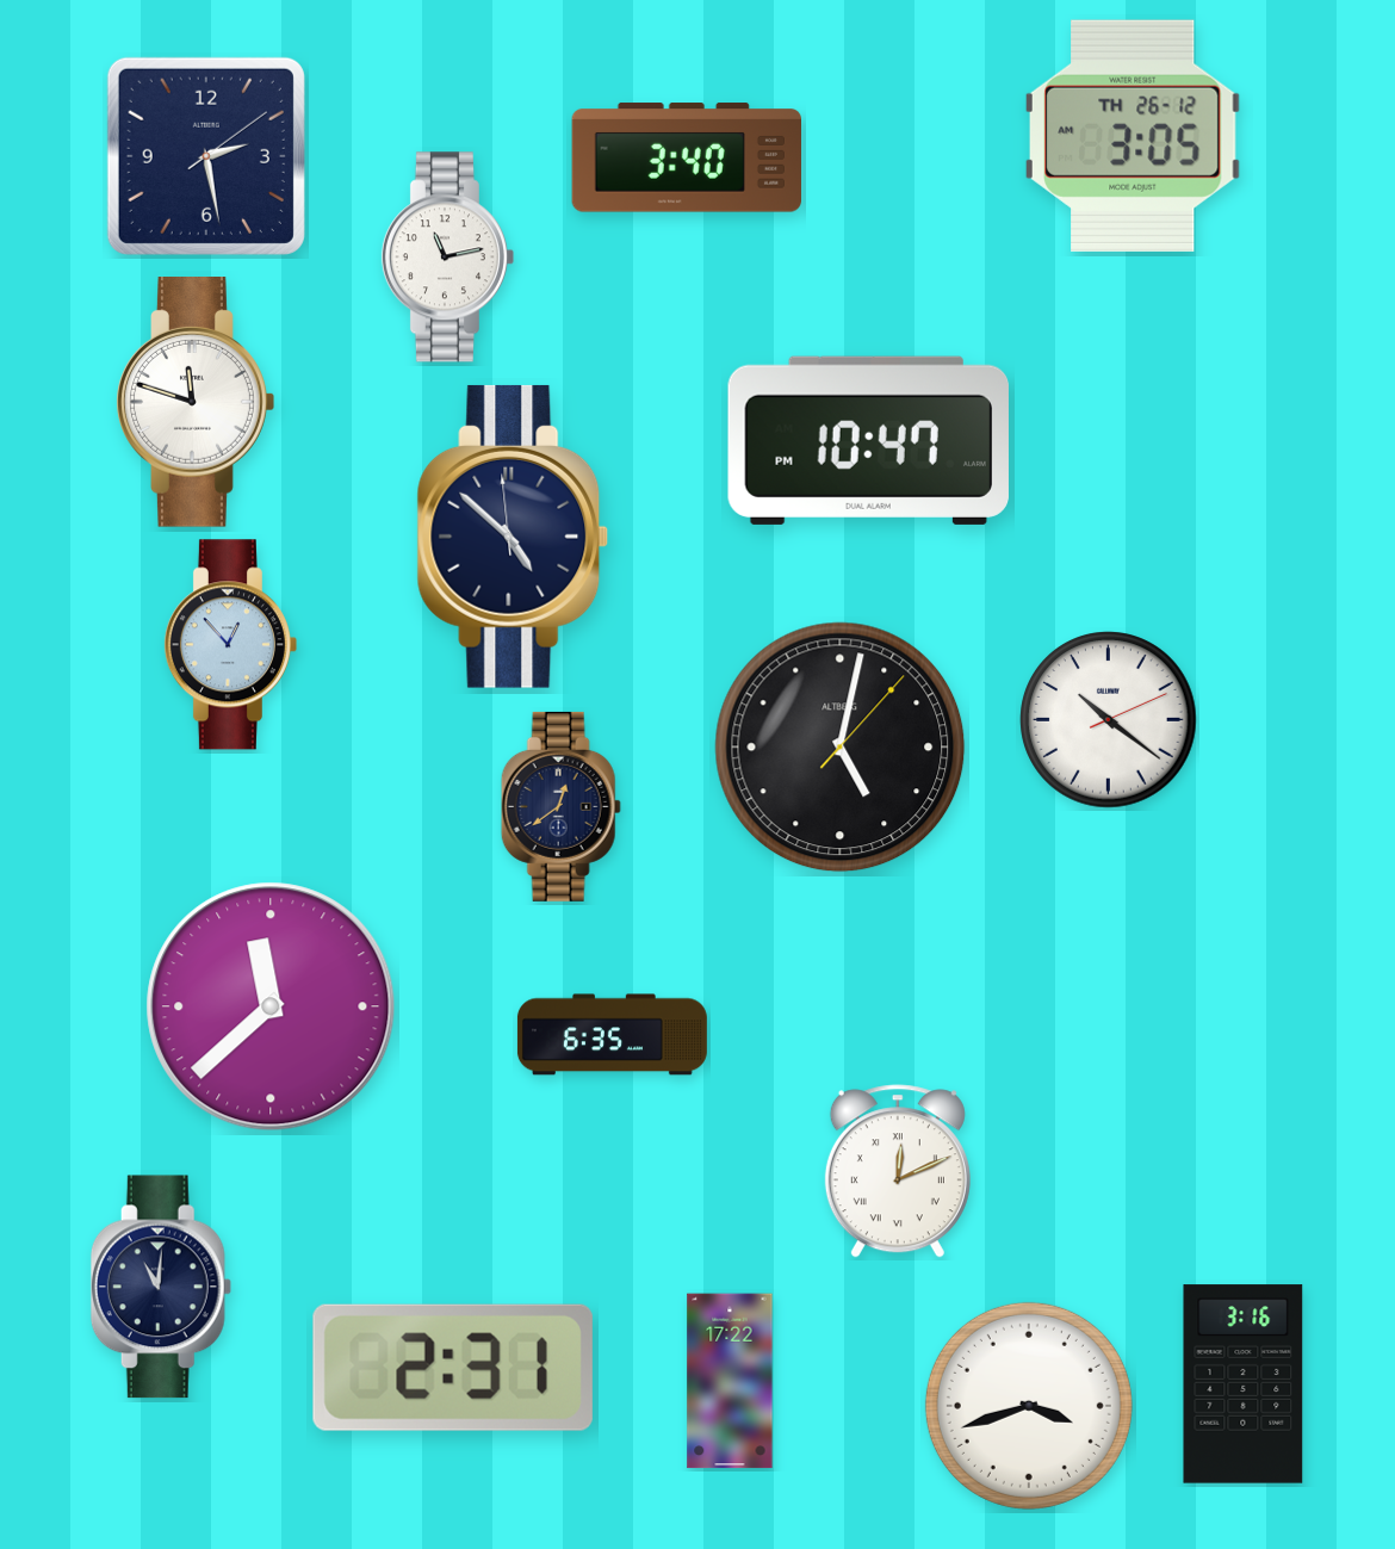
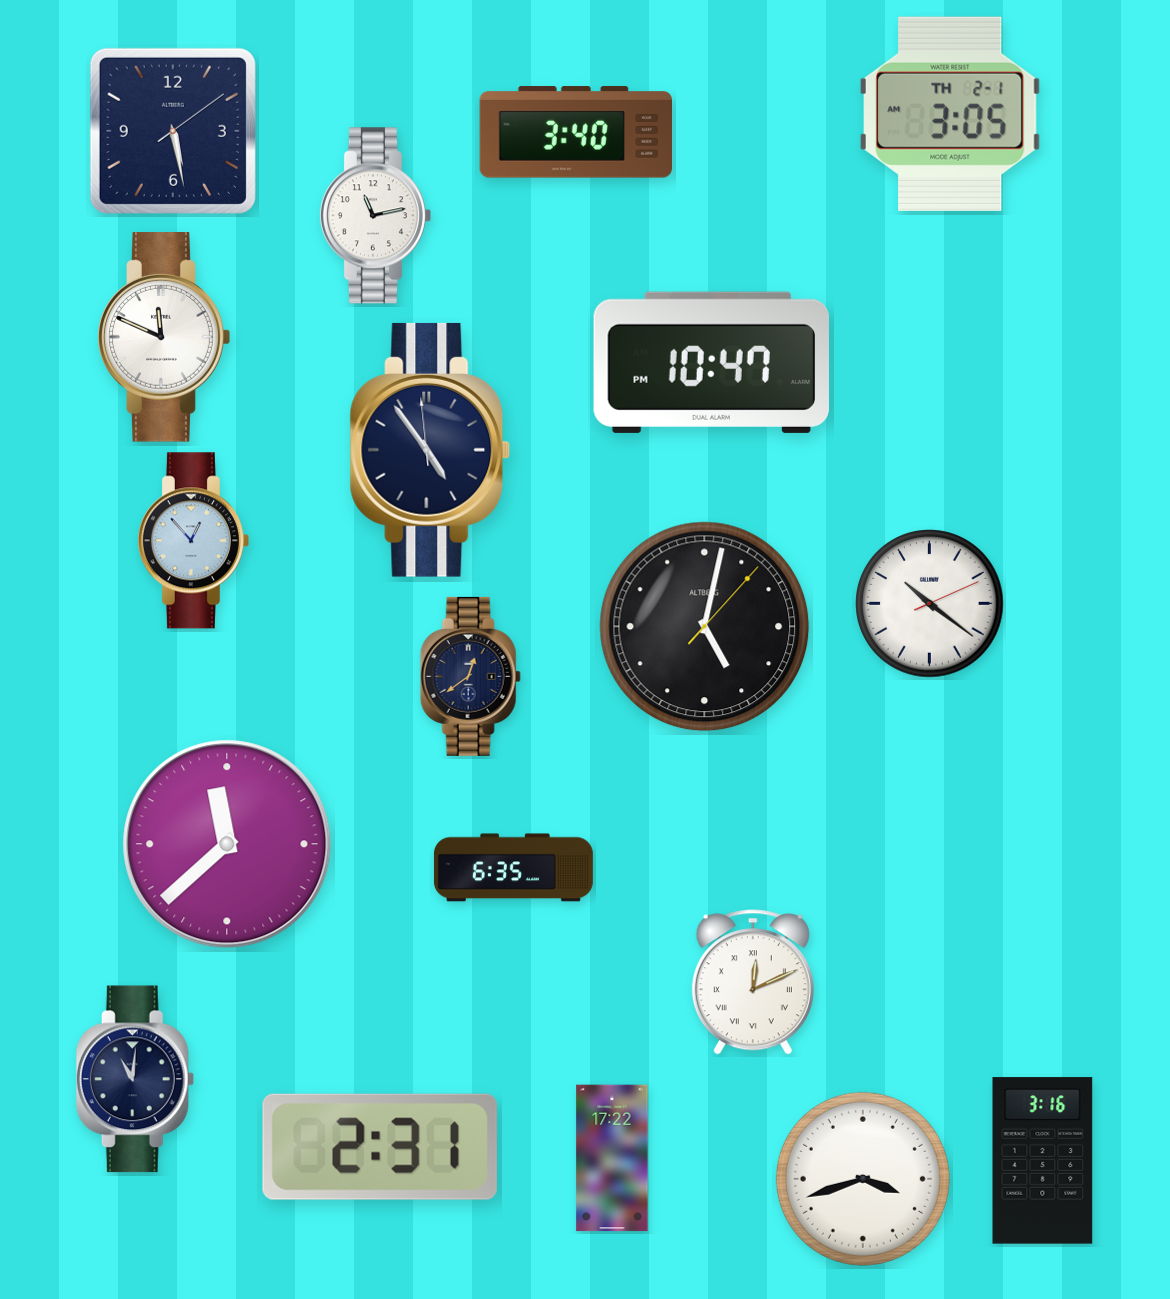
clock at (1133, 136) date: TH 26-12 -> TH 2-1
clock at (206, 156): 2:28 -> 5:28
clock at (196, 403): 11:48 -> 11:49
clock at (868, 440) position: (868, 440) -> (711, 362)
clock at (513, 537): 4:51 -> 4:53
